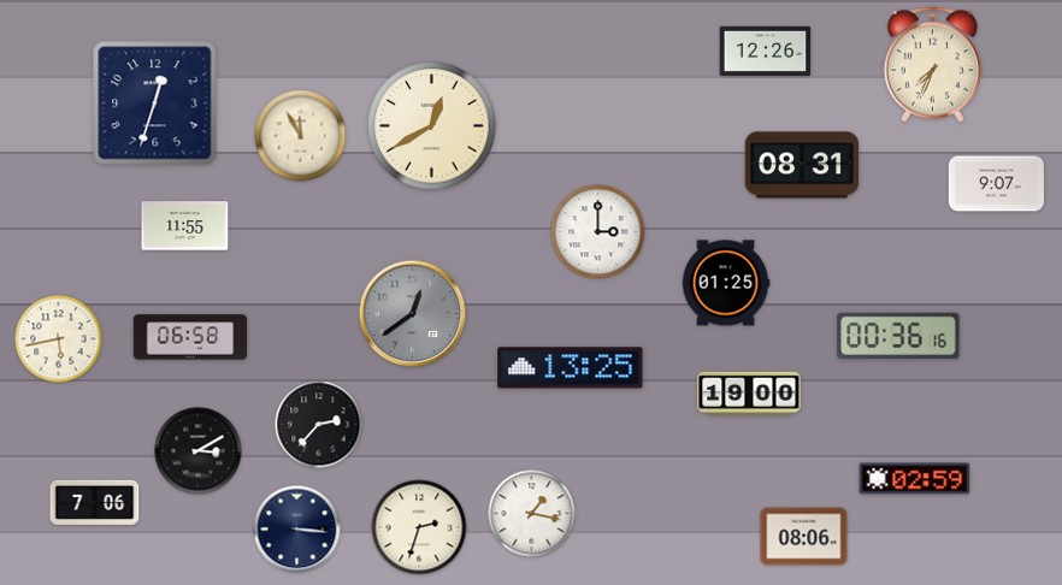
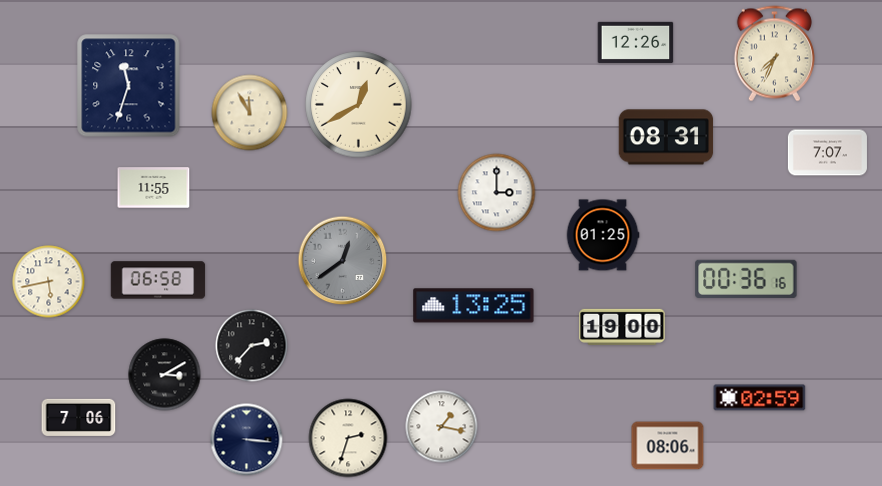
clock at (155, 104): 12:33 -> 11:33
clock at (996, 184): 9:07 -> 7:07
clock at (319, 425) position: (319, 425) -> (252, 346)
